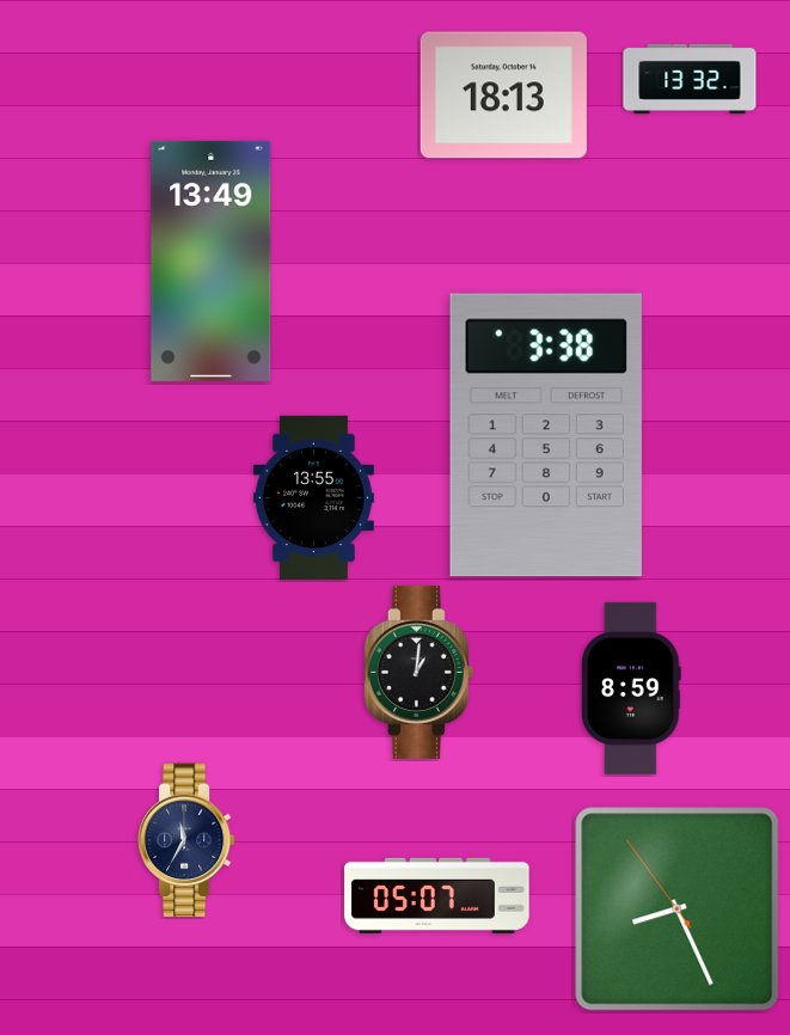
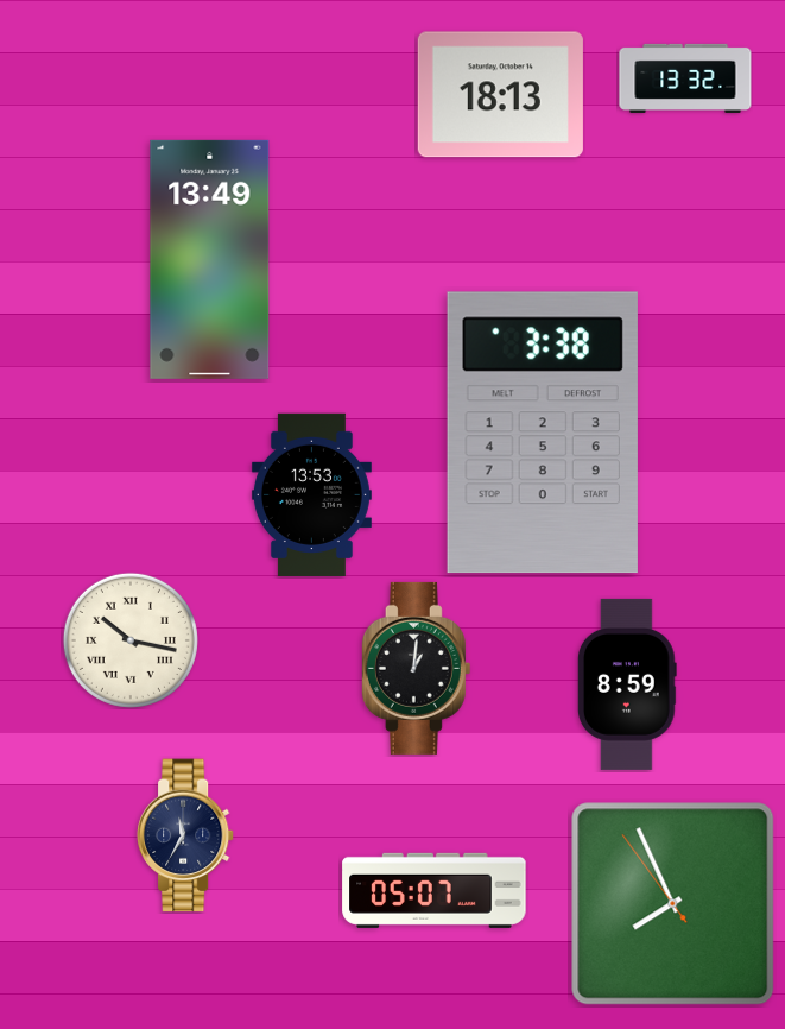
clock at (313, 497): 13:55 -> 13:53
clock at (131, 640): none -> 10:17
clock at (678, 910): 8:25 -> 7:55
